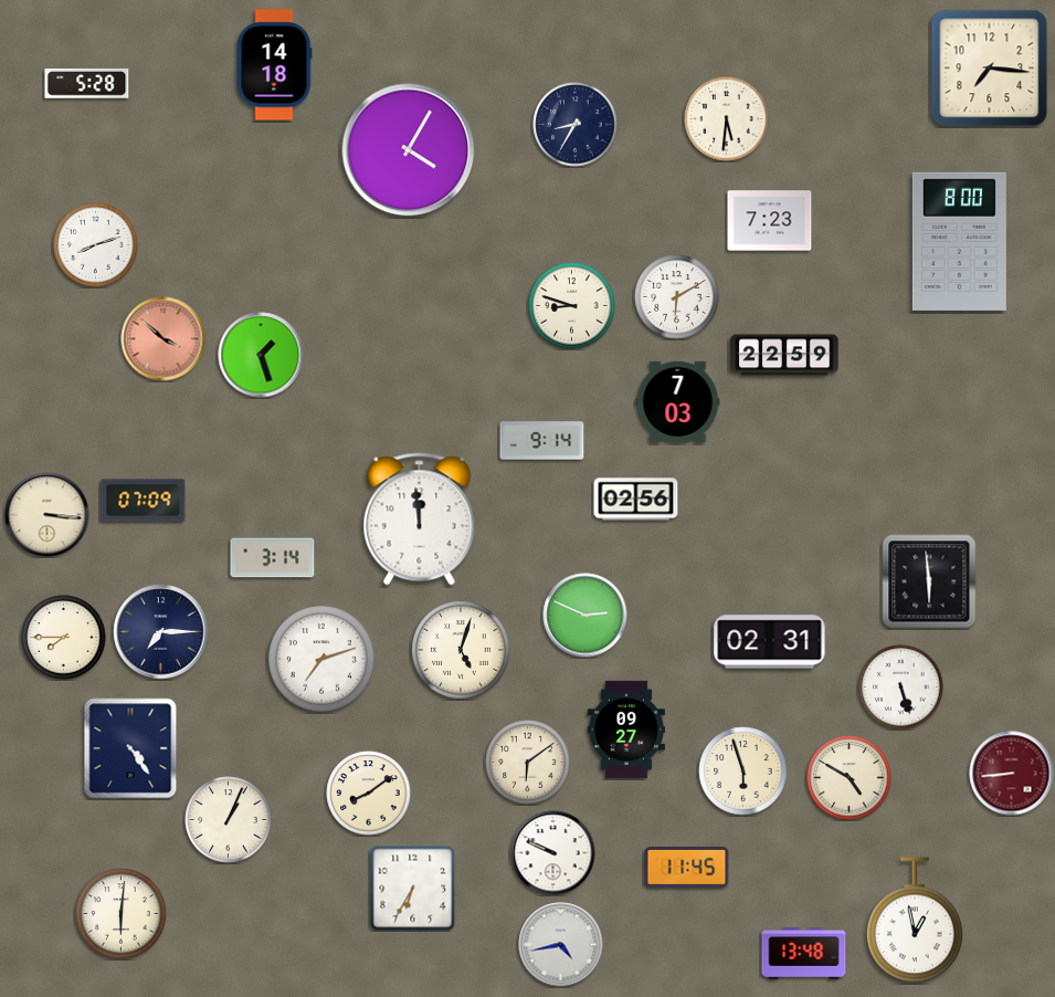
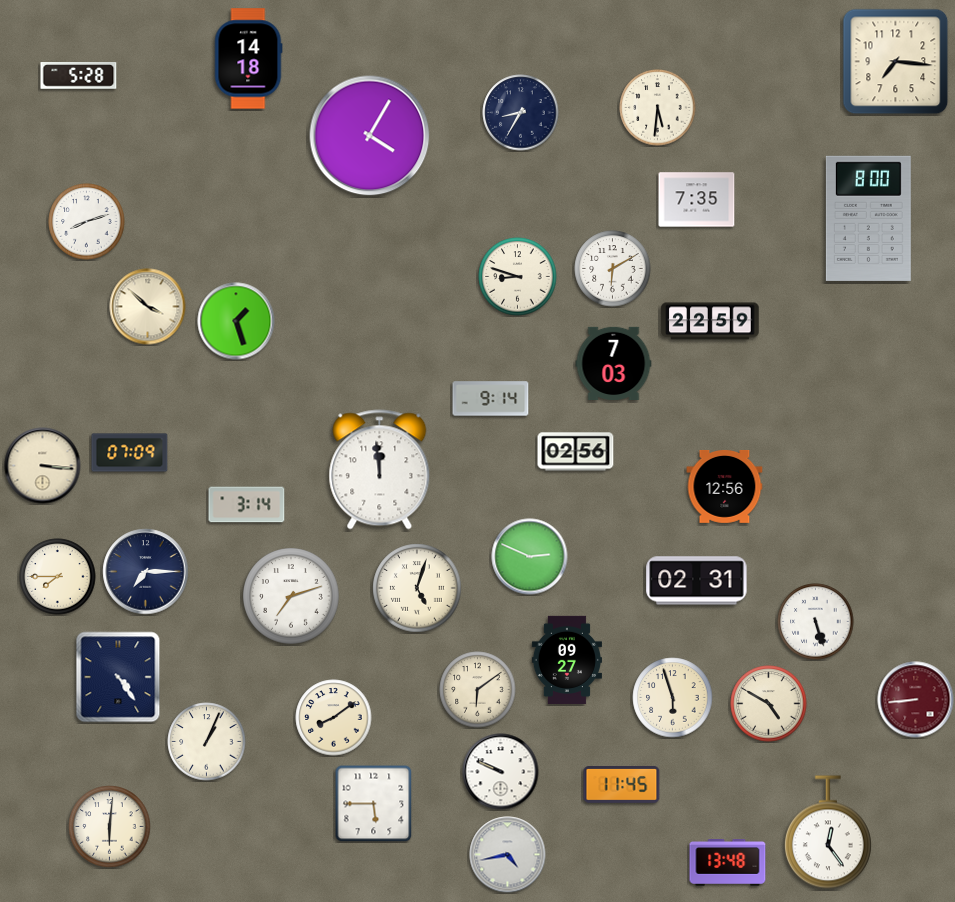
clock at (770, 221): 7:23 -> 7:35
clock at (163, 339) dial: salmon -> cream
clock at (725, 486): none -> 12:56
clock at (929, 581): 5:59 -> none
clock at (412, 888): 6:35 -> 5:45
clock at (915, 920): 12:58 -> 12:24
